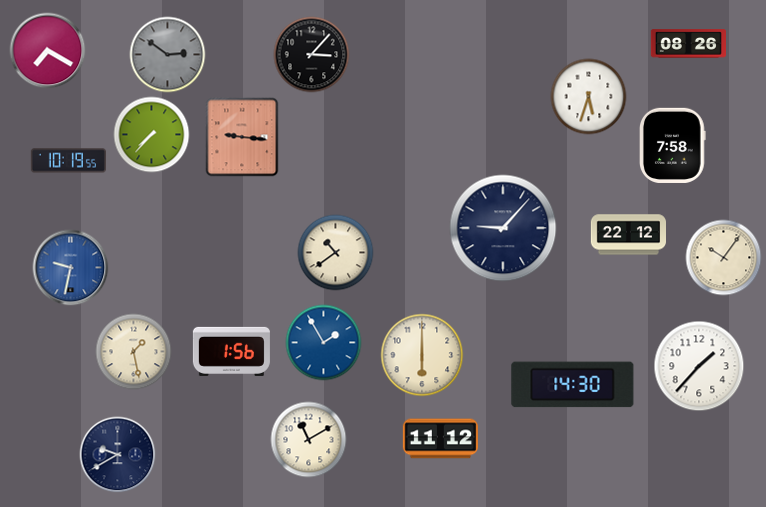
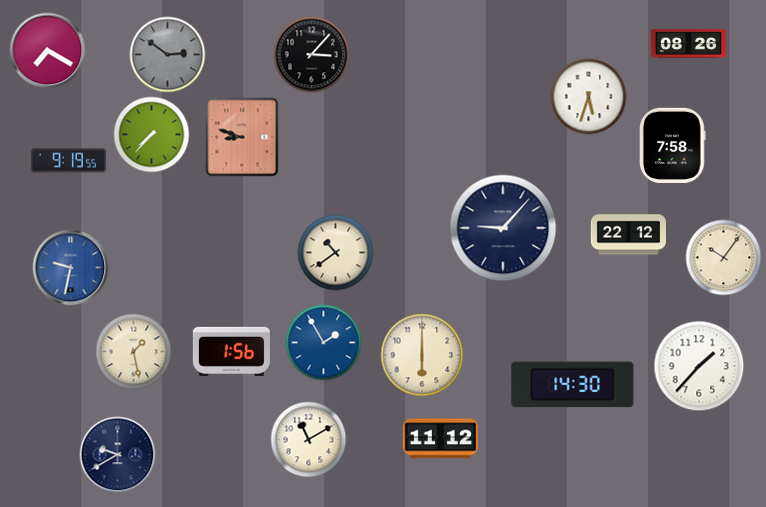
clock at (242, 137): 9:16 -> 8:48
clock at (68, 161): 10:19 -> 9:19
